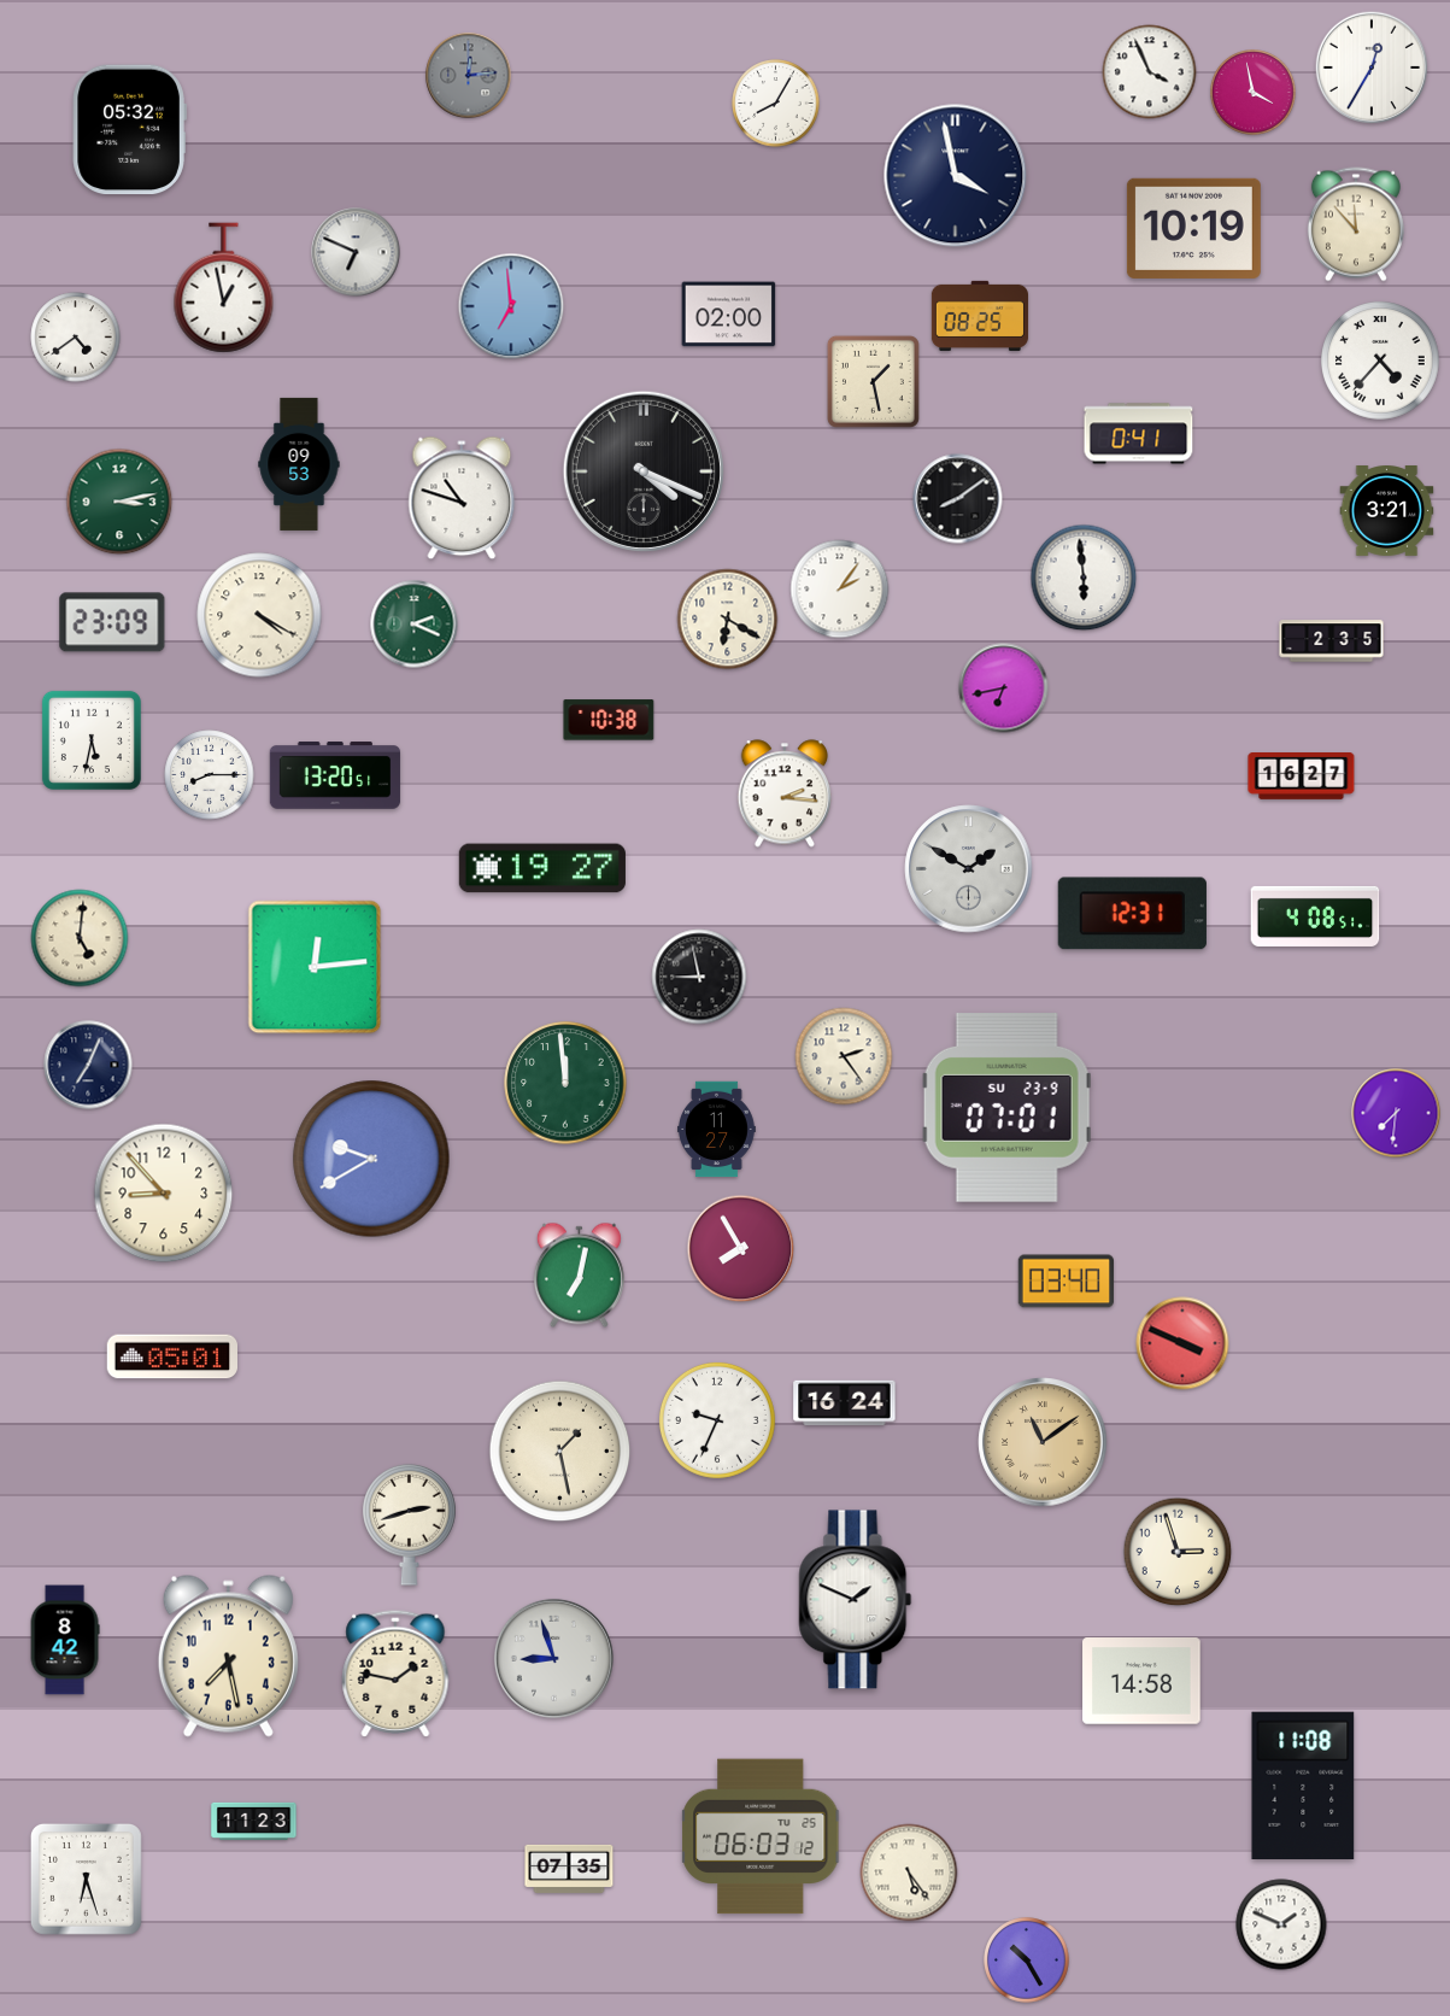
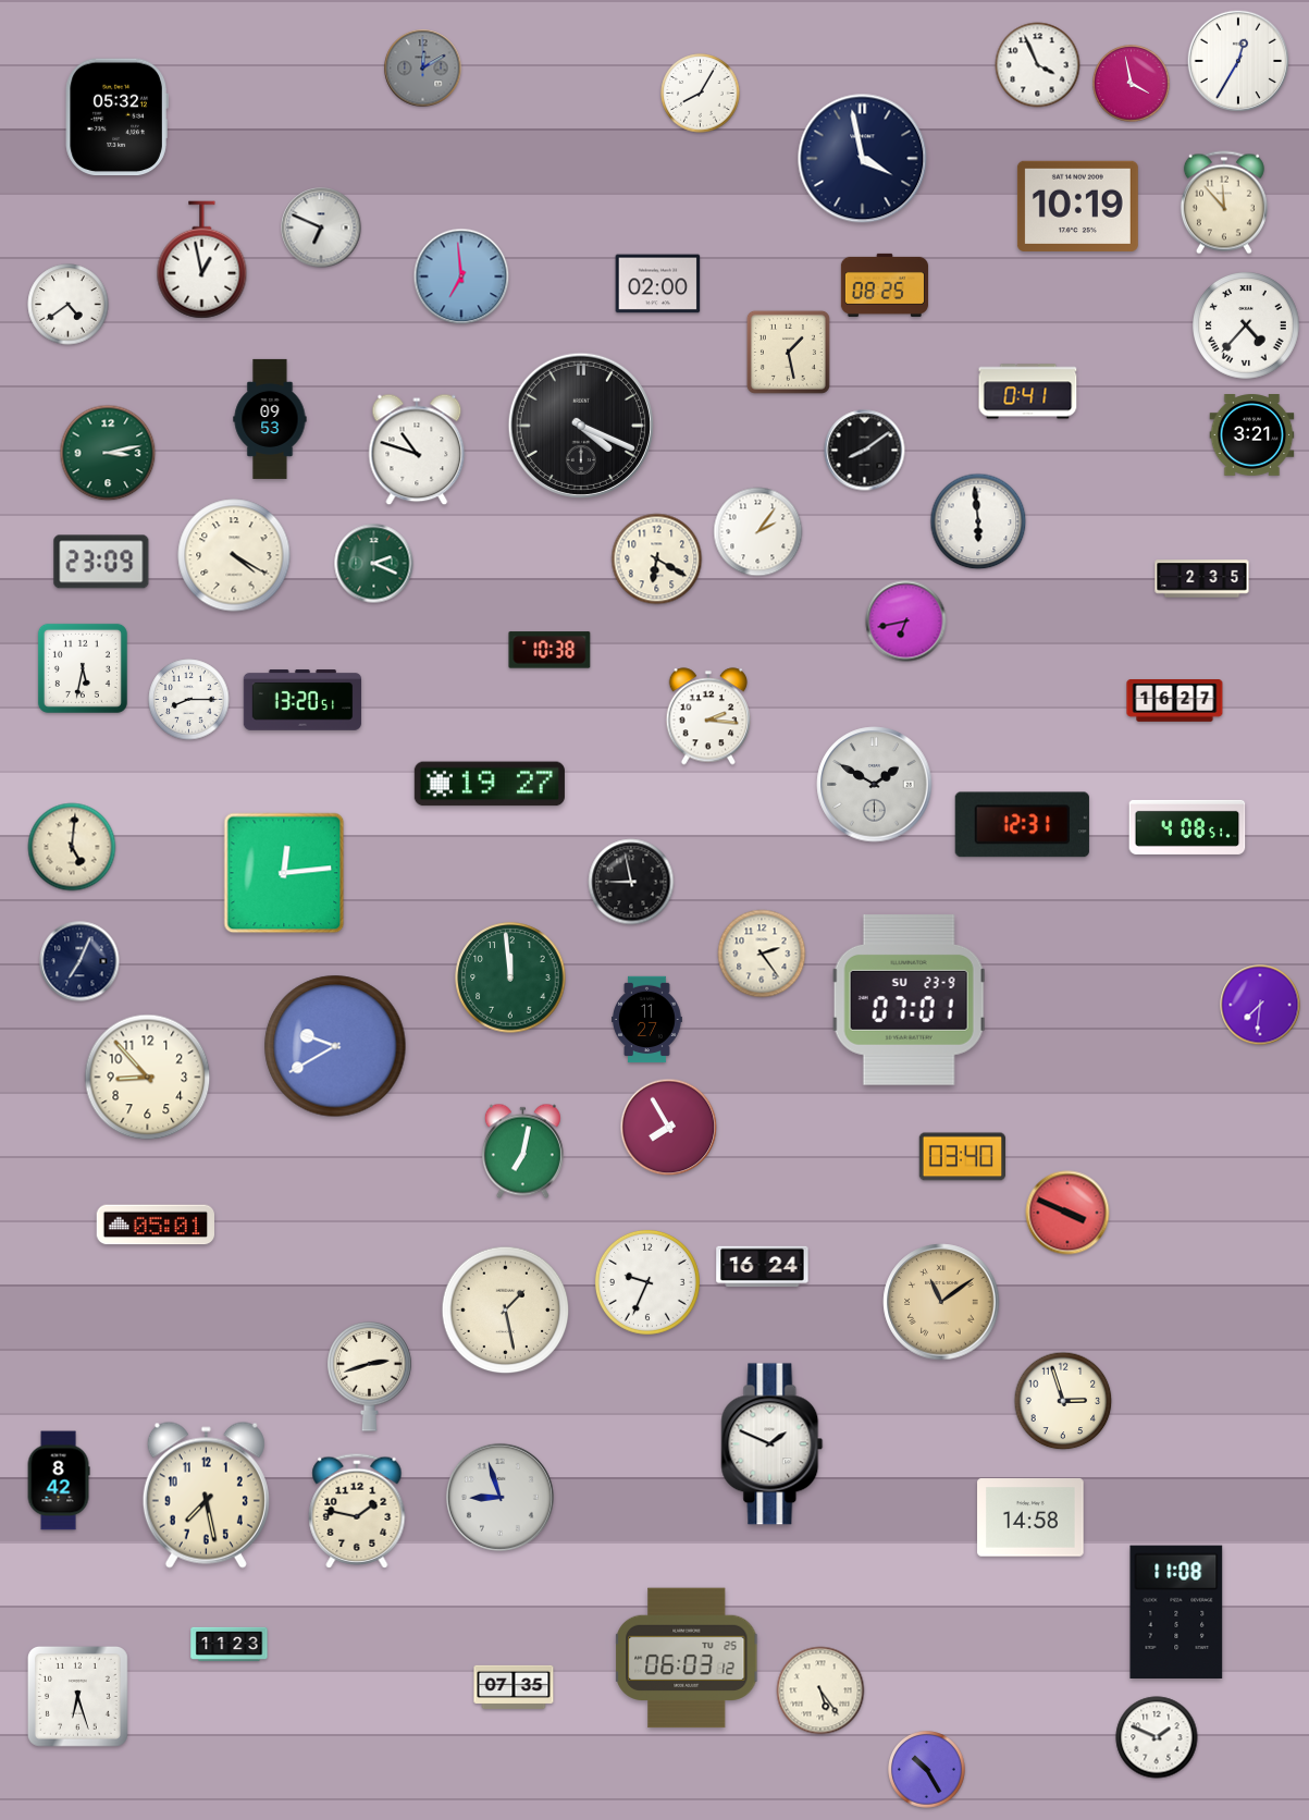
clock at (469, 76): 12:14 -> 12:10
clock at (873, 381) position: (873, 381) -> (788, 352)
clock at (1387, 511) position: (1387, 511) -> (1252, 435)
